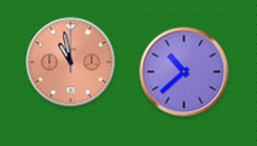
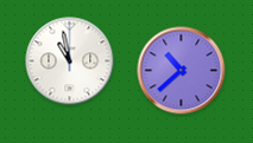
clock at (71, 63) dial: salmon -> white
